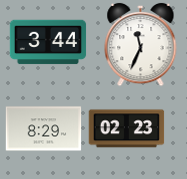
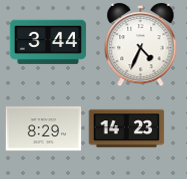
clock at (141, 45): 11:34 -> 4:34
clock at (127, 129): 02:23 -> 14:23
